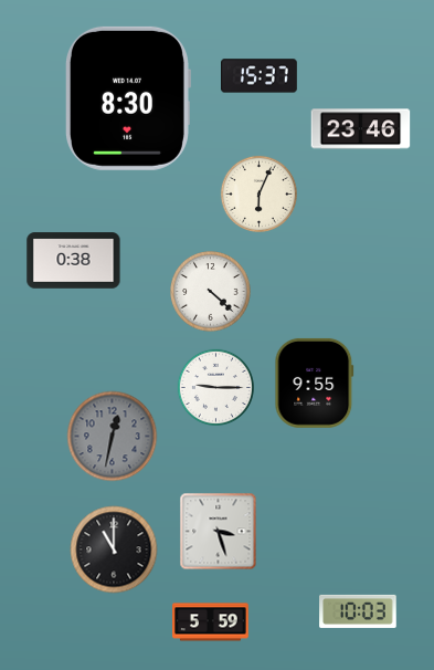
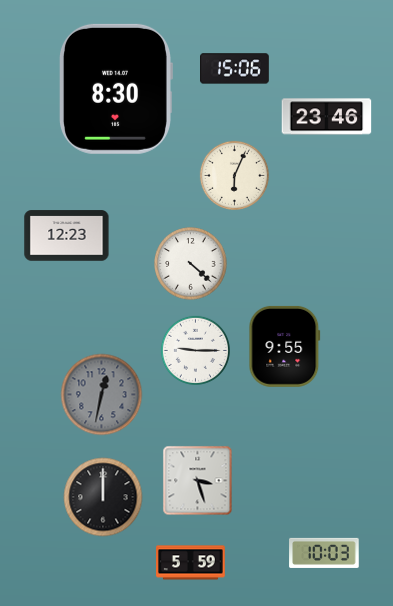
clock at (260, 76): 15:37 -> 15:06
clock at (74, 261): 0:38 -> 12:23
clock at (114, 549): 11:00 -> 12:00
